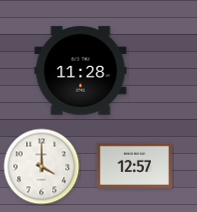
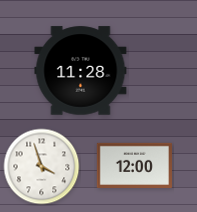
clock at (134, 165): 12:57 -> 12:00
clock at (42, 167): 4:00 -> 3:57
